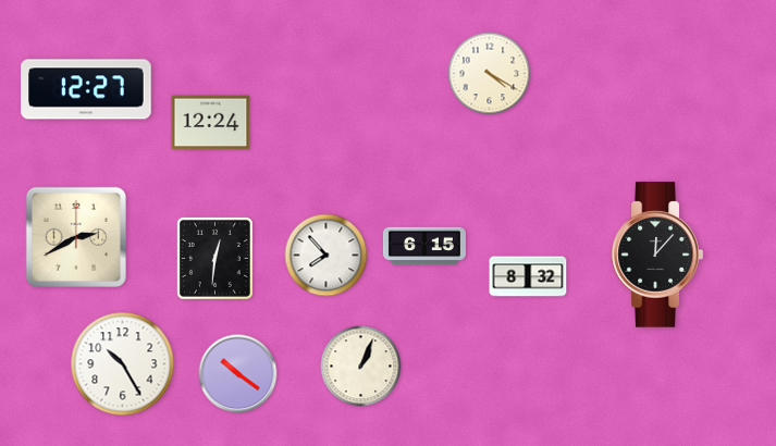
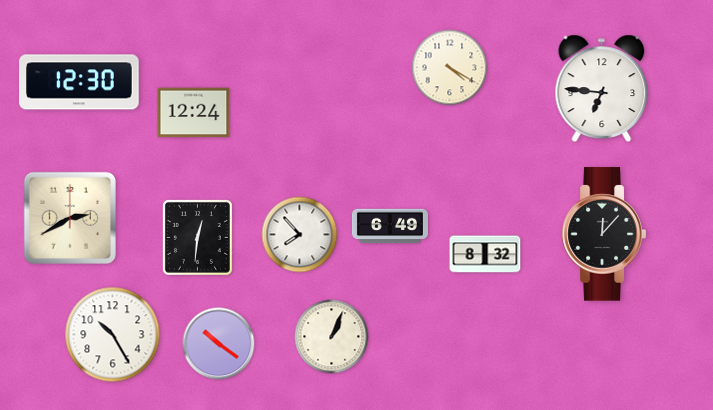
clock at (86, 89): 12:27 -> 12:30
clock at (602, 88): none -> 6:46
clock at (424, 246): 6:15 -> 6:49
